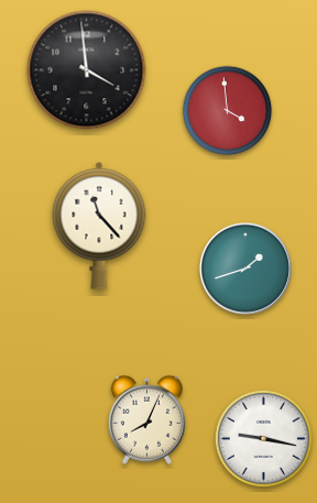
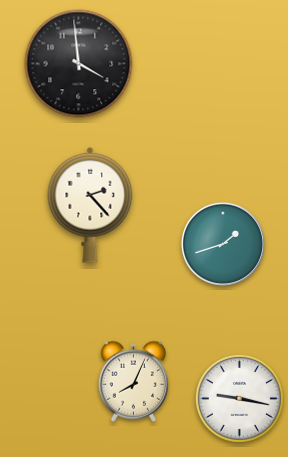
clock at (228, 111): 3:59 -> none
clock at (99, 226): 11:23 -> 2:23
